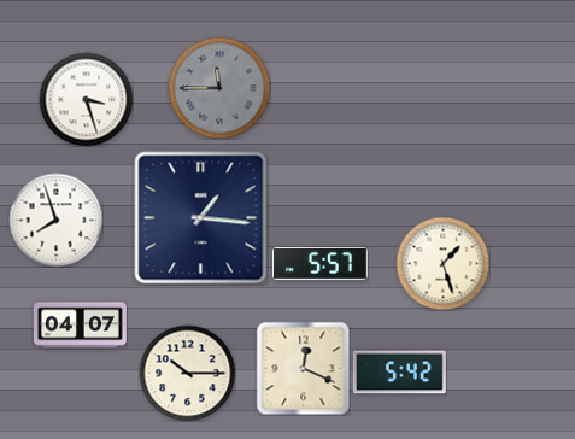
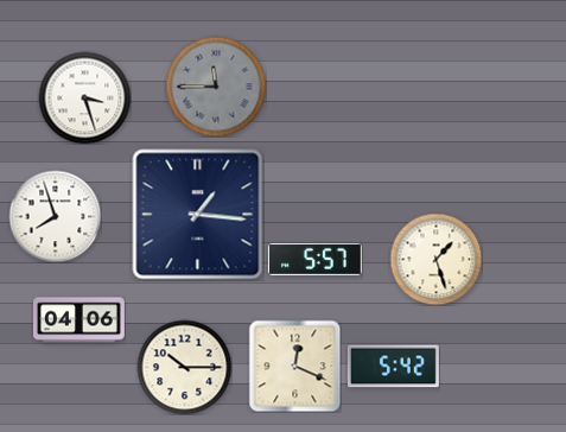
clock at (80, 326): 04:07 -> 04:06
clock at (303, 368) position: (303, 368) -> (294, 366)
